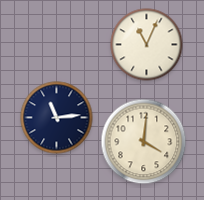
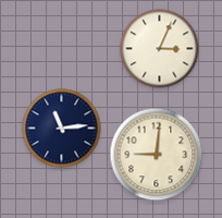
clock at (147, 45): 11:04 -> 3:04
clock at (144, 142): 4:01 -> 9:01
